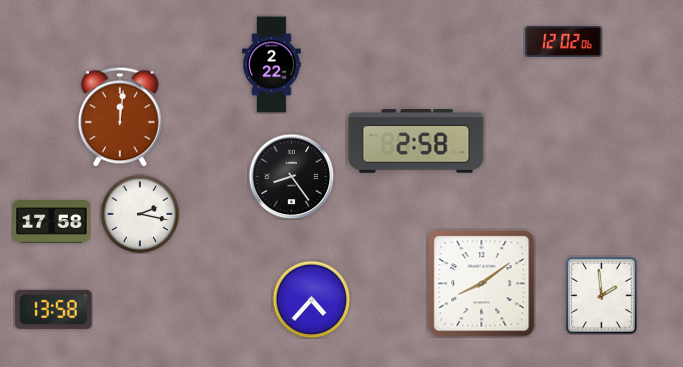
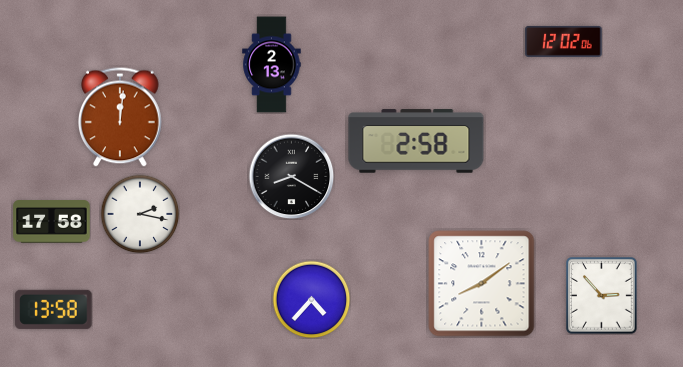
clock at (272, 65): 2:22 -> 2:13
clock at (291, 176): 8:24 -> 8:20
clock at (602, 296): 1:59 -> 2:53
